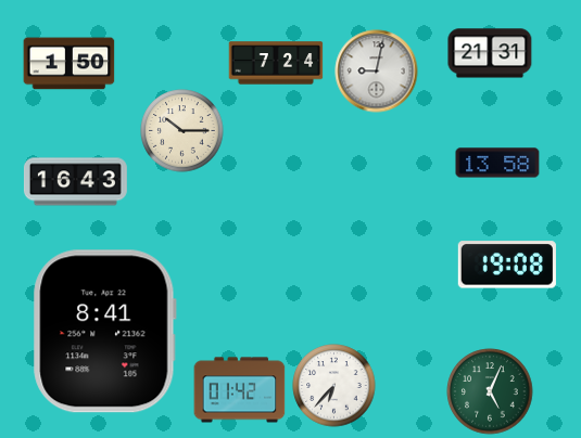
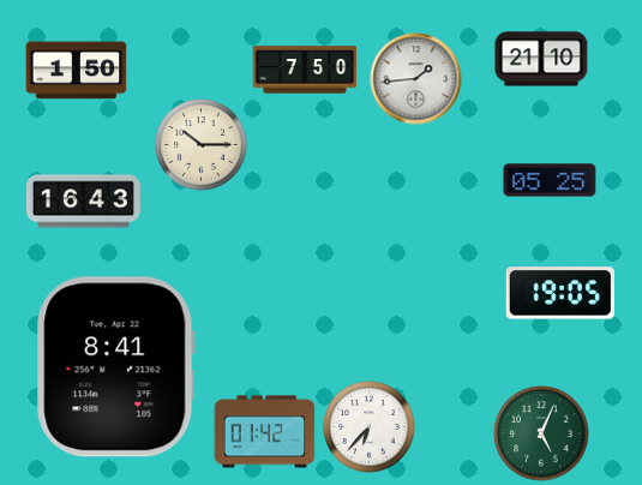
clock at (490, 53): 21:31 -> 21:10
clock at (276, 63): 7:24 -> 7:50
clock at (377, 72): 9:02 -> 1:44
clock at (497, 163): 13:58 -> 05:25
clock at (507, 265): 19:08 -> 19:05
